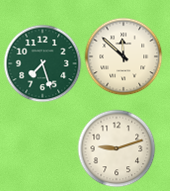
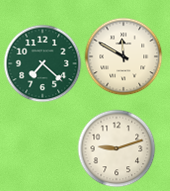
clock at (123, 56): 11:52 -> 11:50
clock at (42, 63): 7:27 -> 7:22
